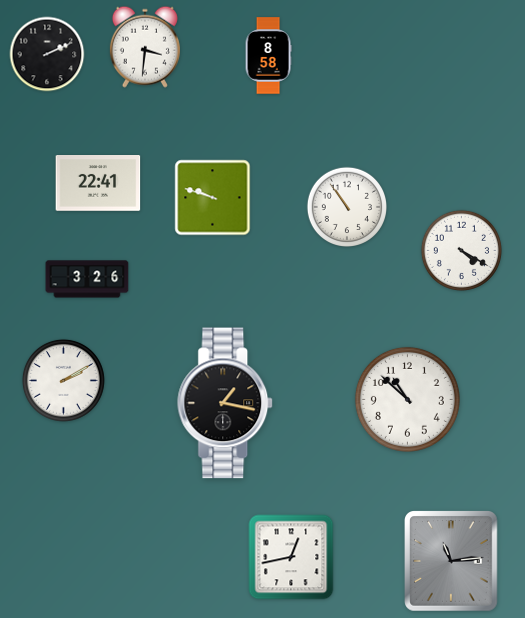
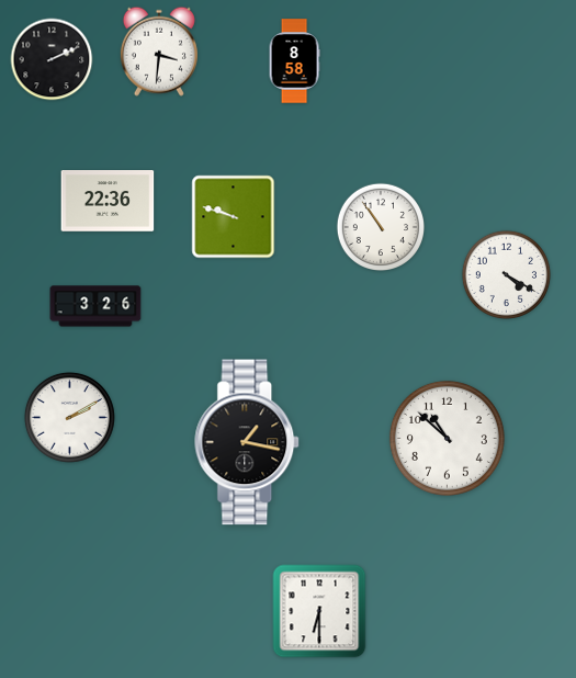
clock at (98, 183): 22:41 -> 22:36
clock at (291, 557): 12:43 -> 6:30
clock at (452, 561): 11:14 -> none
